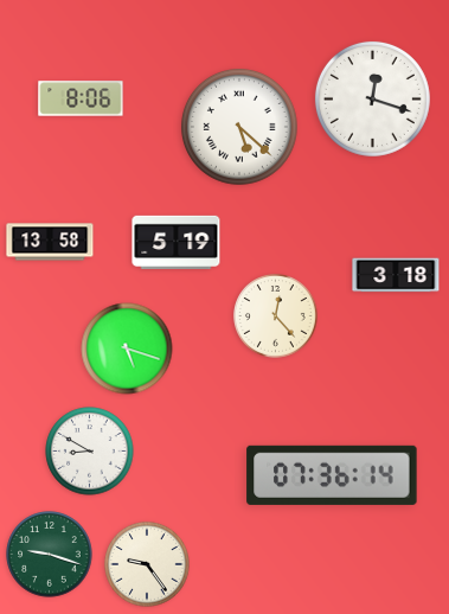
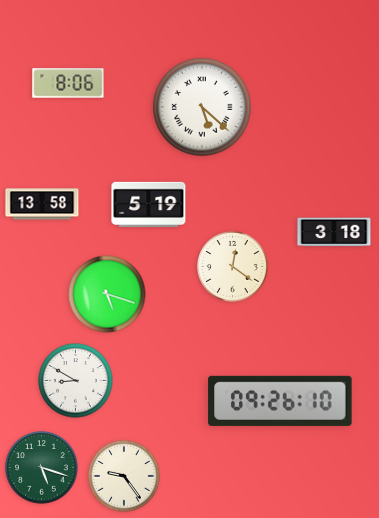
clock at (372, 98): 12:18 -> none
clock at (276, 316): 12:23 -> 12:21
clock at (332, 475): 07:36 -> 09:26
clock at (50, 555): 9:18 -> 5:18
